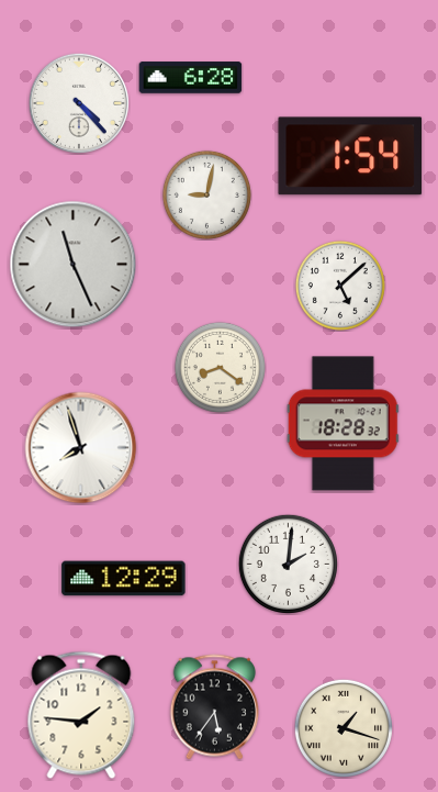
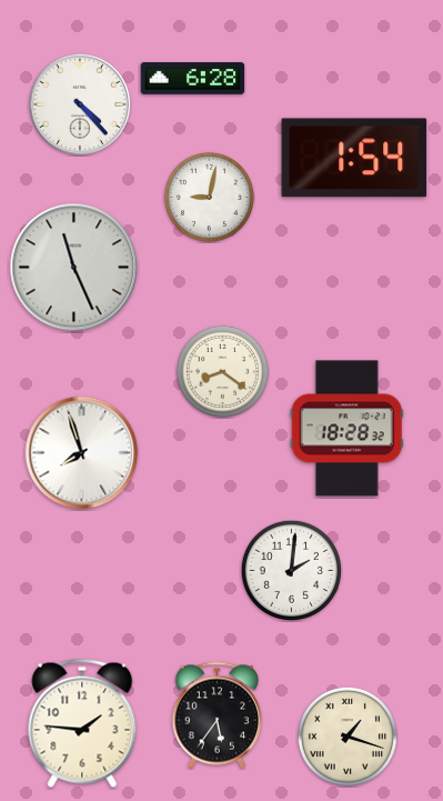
clock at (340, 286): 5:08 -> none
clock at (124, 579): 12:29 -> none
